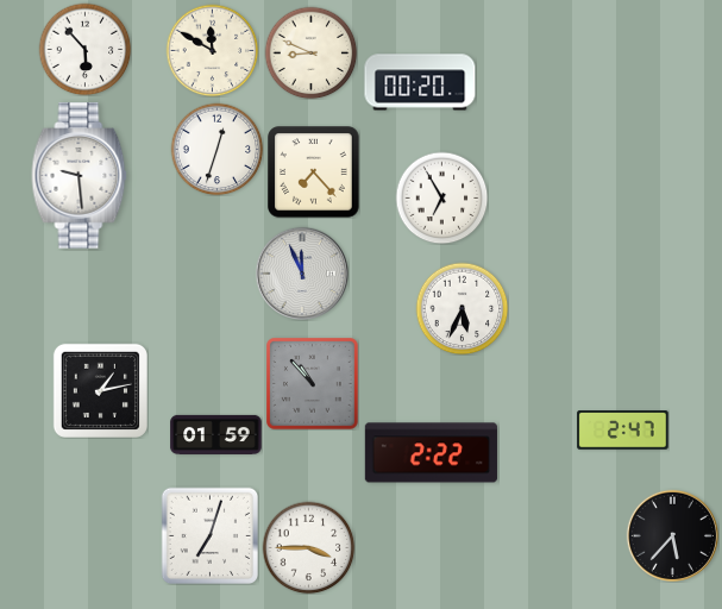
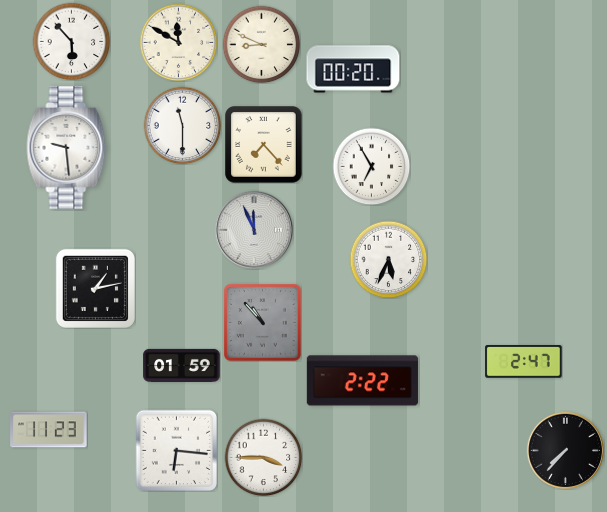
clock at (216, 149): 12:33 -> 11:30
clock at (100, 390) position: (100, 390) -> (95, 288)
clock at (49, 430): none -> 11:23
clock at (209, 535): 7:03 -> 6:16
clock at (672, 535): 5:37 -> 7:37
clock at (308, 547) position: (308, 547) -> (263, 457)
